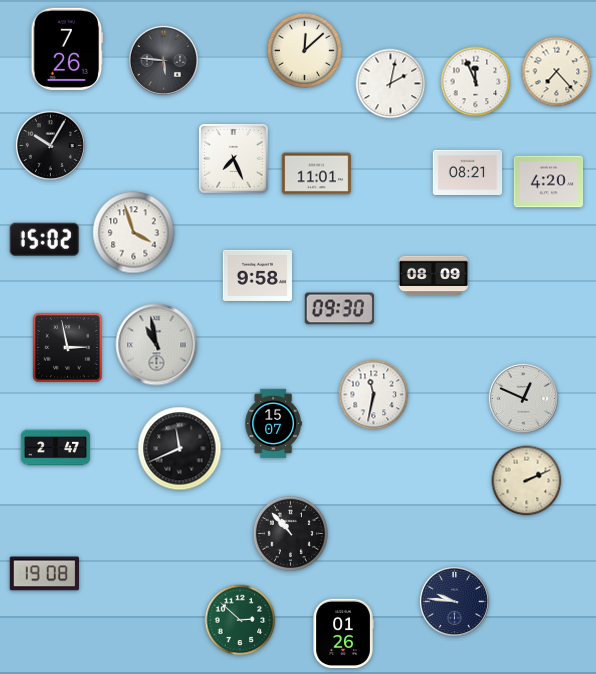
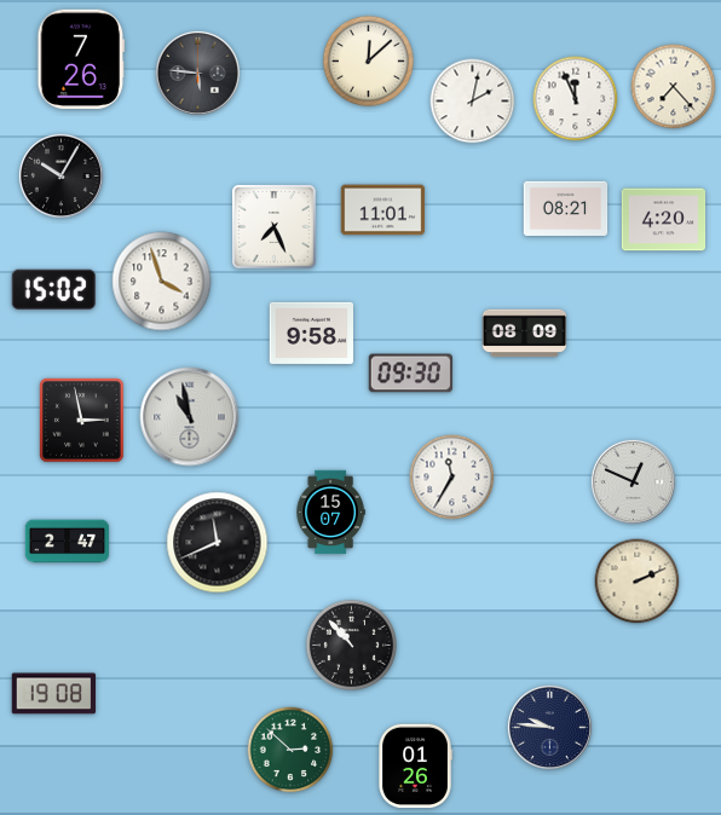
clock at (234, 159) position: (234, 159) -> (275, 227)
clock at (374, 395): 11:32 -> 11:35
